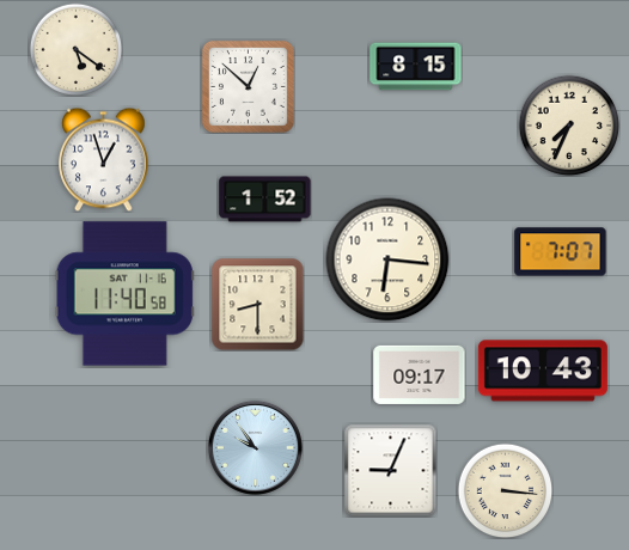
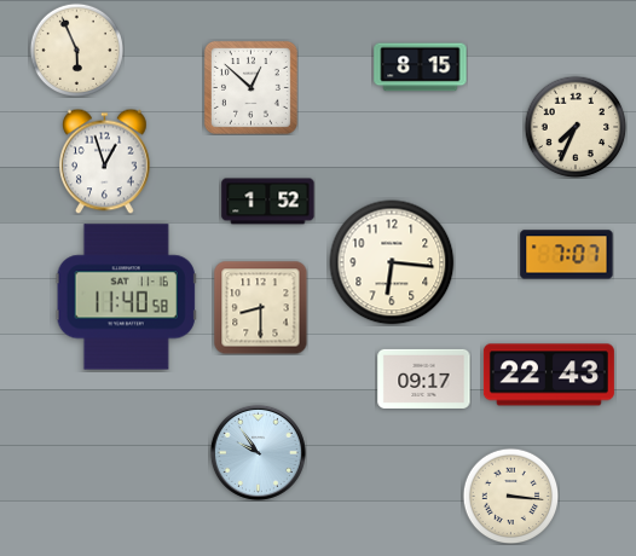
clock at (75, 49): 5:21 -> 5:56
clock at (543, 371): 10:43 -> 22:43
clock at (390, 470): 9:04 -> none
